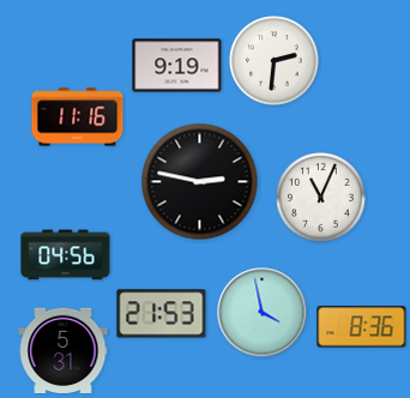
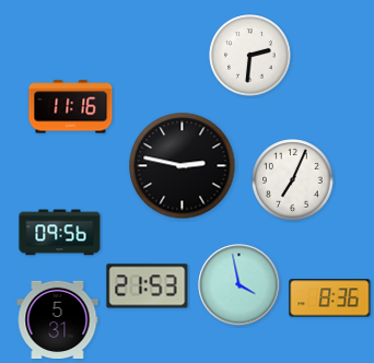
clock at (177, 66): 9:19 -> none
clock at (321, 198): 11:04 -> 7:04
clock at (66, 255): 04:56 -> 09:56
